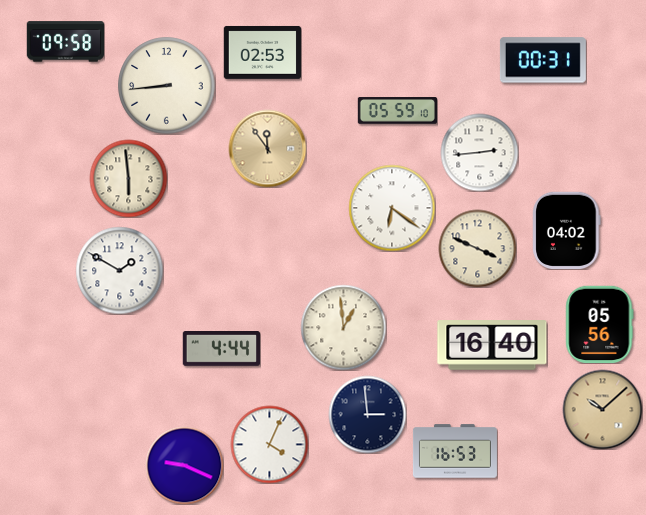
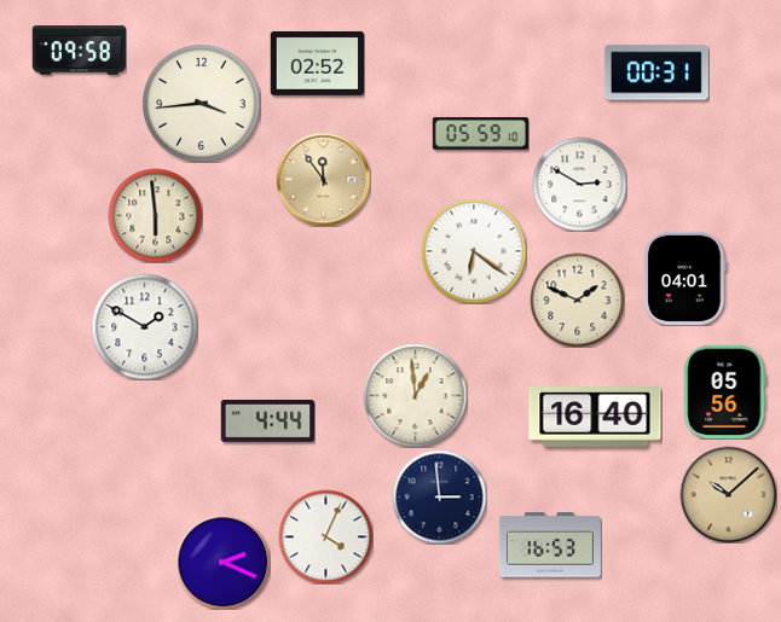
clock at (262, 52): 02:53 -> 02:52
clock at (167, 86): 8:44 -> 3:44
clock at (479, 152): 2:44 -> 2:50
clock at (567, 230): 04:02 -> 04:01
clock at (477, 248): 3:49 -> 1:49
clock at (367, 414) position: (367, 414) -> (439, 496)
clock at (184, 465): 9:19 -> 2:19
